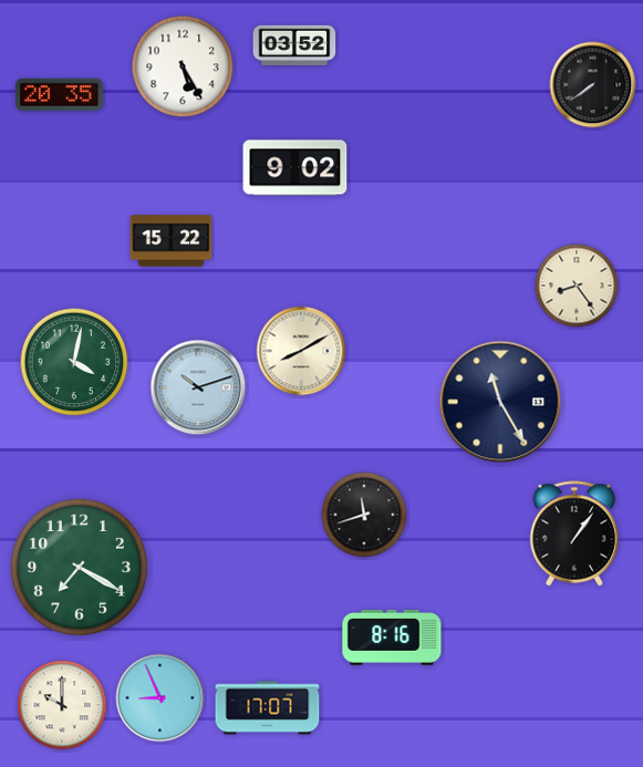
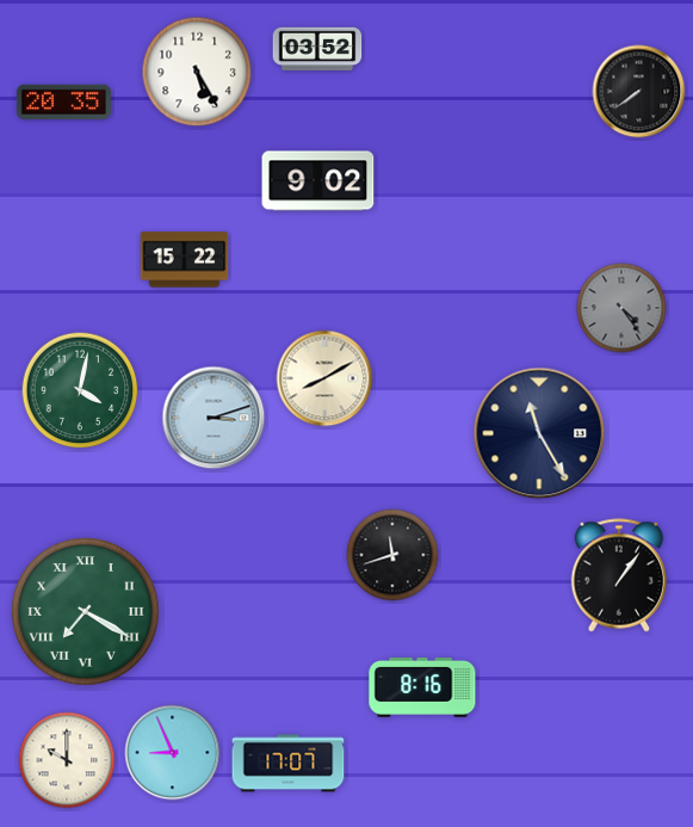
clock at (577, 286): 8:24 -> 4:24
clock at (577, 286) dial: cream -> grey
clock at (198, 387): 10:12 -> 3:12
clock at (80, 568) numerals: Arabic -> Roman
